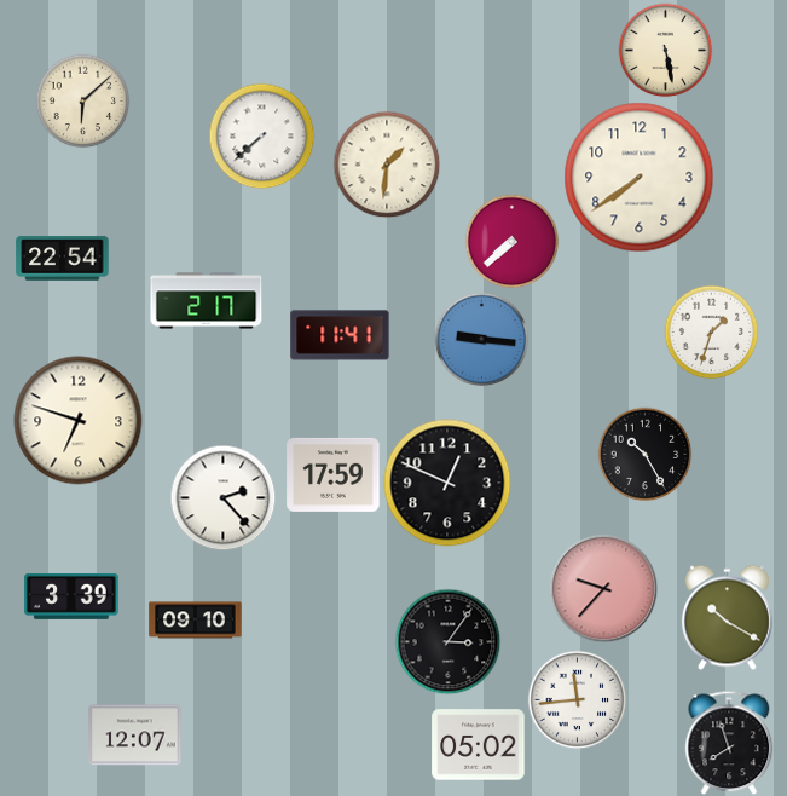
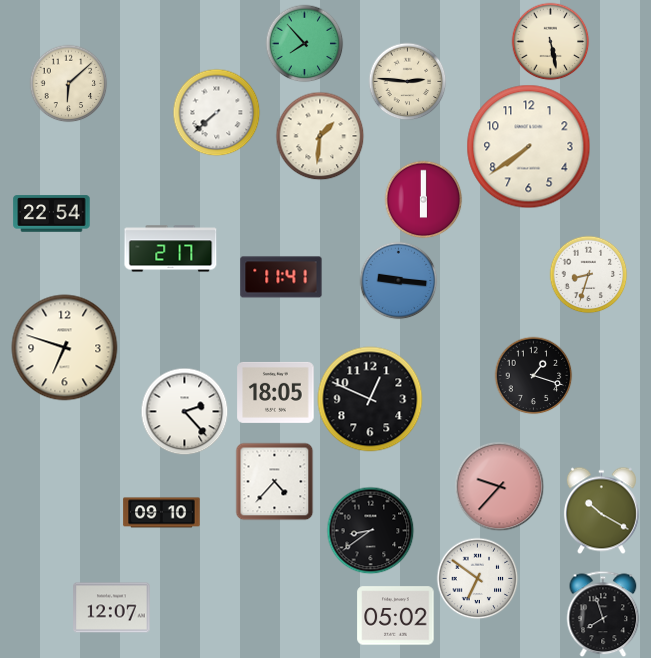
clock at (304, 43): none -> 7:53
clock at (407, 81): none -> 2:46
clock at (511, 241): 7:38 -> 6:00
clock at (711, 331): 1:33 -> 8:33
clock at (644, 454): 10:25 -> 1:18
clock at (334, 474): 17:59 -> 18:05
clock at (274, 481): none -> 4:37
clock at (71, 596): 3:39 -> none
clock at (447, 641): 3:06 -> 8:39
clock at (577, 699): 11:44 -> 6:51
